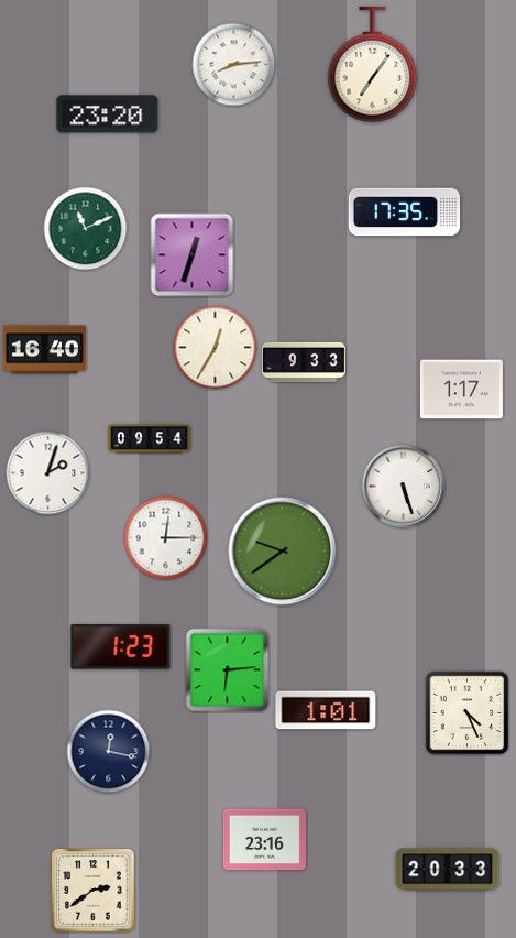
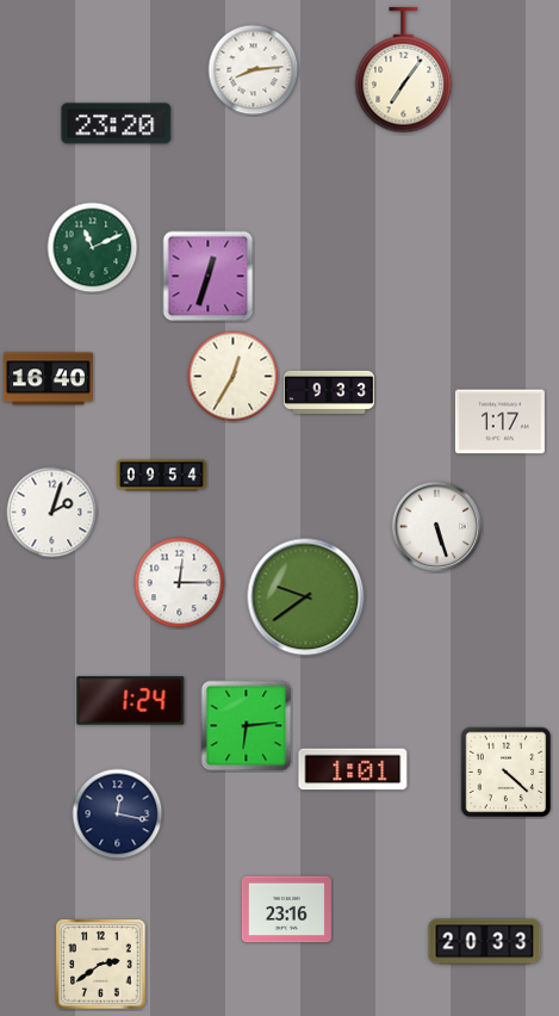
clock at (405, 212): 17:35 -> none
clock at (121, 647): 1:23 -> 1:24
clock at (468, 713): 4:26 -> 4:22
